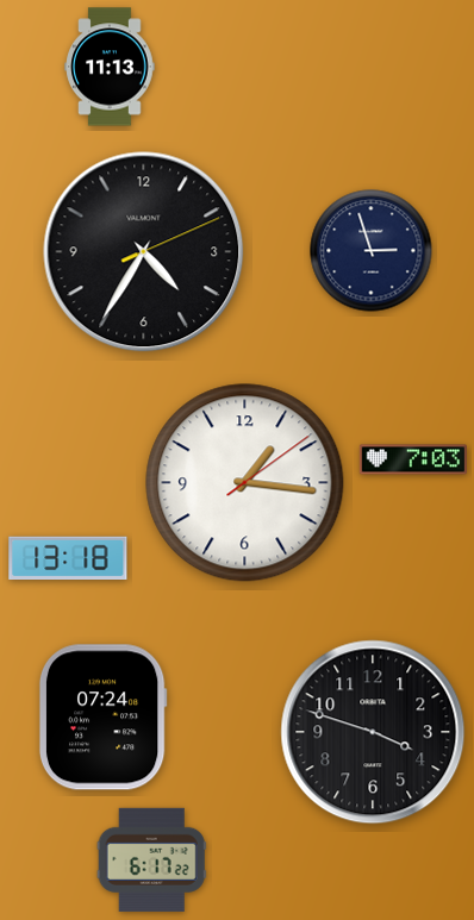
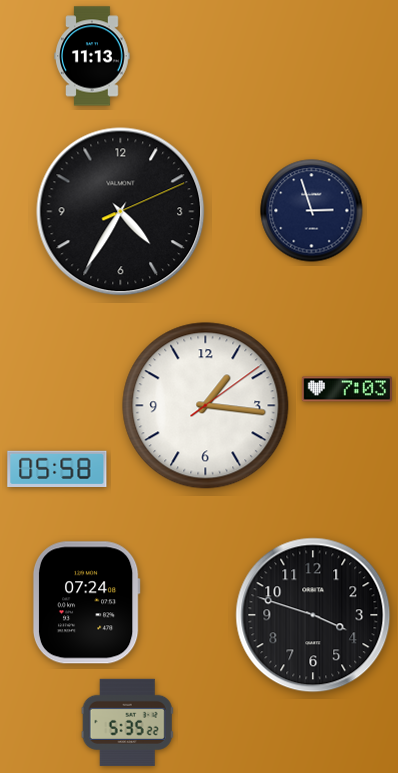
clock at (413, 459) position: (413, 459) -> (347, 389)
clock at (68, 557): 13:18 -> 05:58
clock at (151, 859): 6:17 -> 5:35
